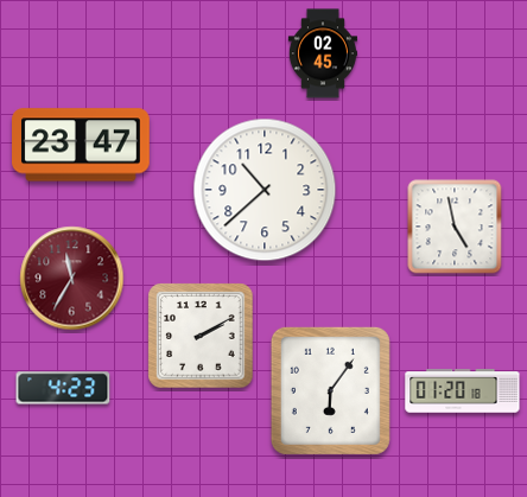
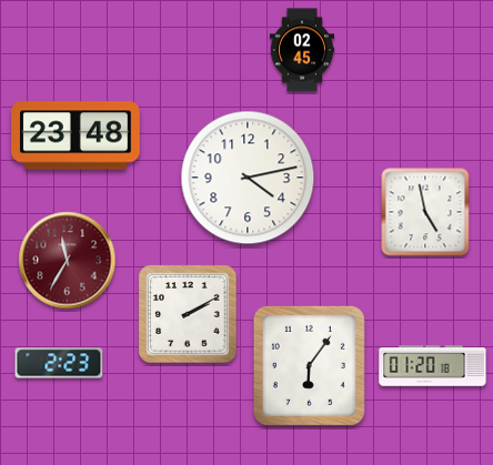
clock at (82, 145): 23:47 -> 23:48
clock at (265, 190): 10:38 -> 4:13
clock at (63, 388): 4:23 -> 2:23
